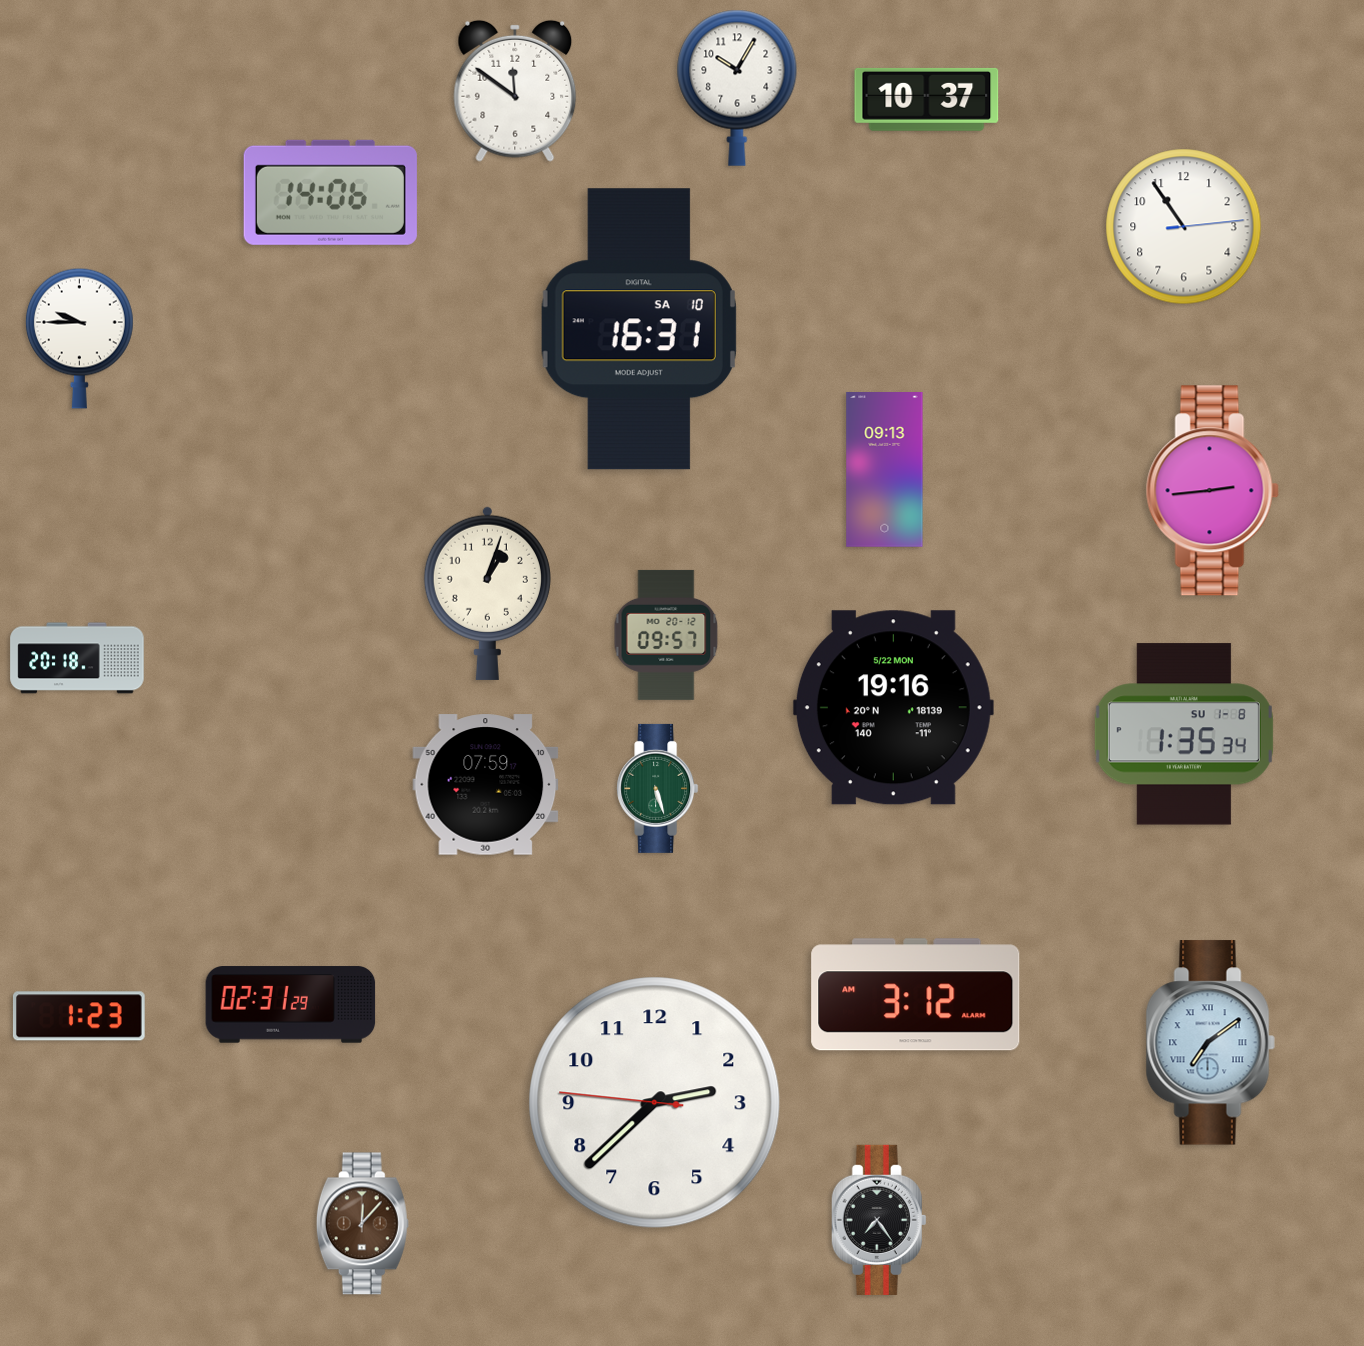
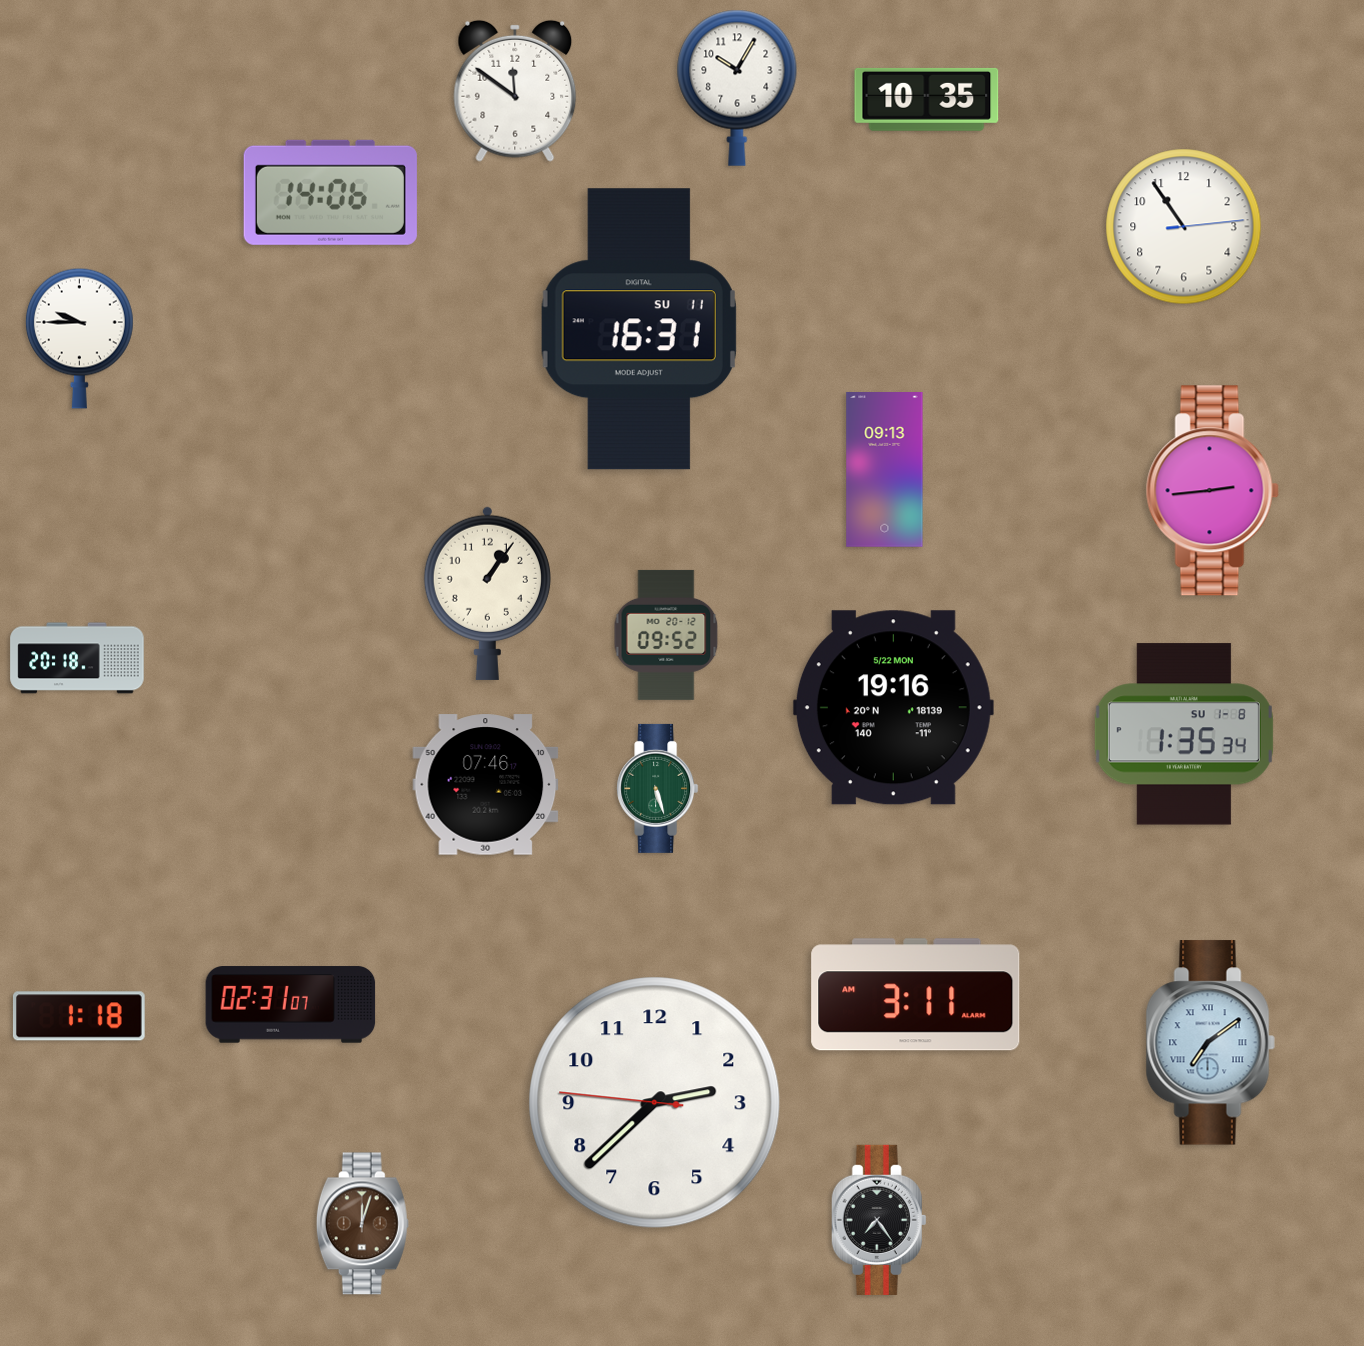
clock at (927, 99): 10:37 -> 10:35
clock at (639, 329) date: SA 10 -> SU 11
clock at (487, 593): 1:03 -> 1:06
clock at (666, 635): 09:57 -> 09:52
clock at (486, 785): 07:59 -> 07:46
clock at (916, 995): 3:12 -> 3:11
clock at (291, 1005): 02:31:29 -> 02:31:07
clock at (79, 1016): 1:23 -> 1:18
clock at (362, 1224): 12:07 -> 12:03
